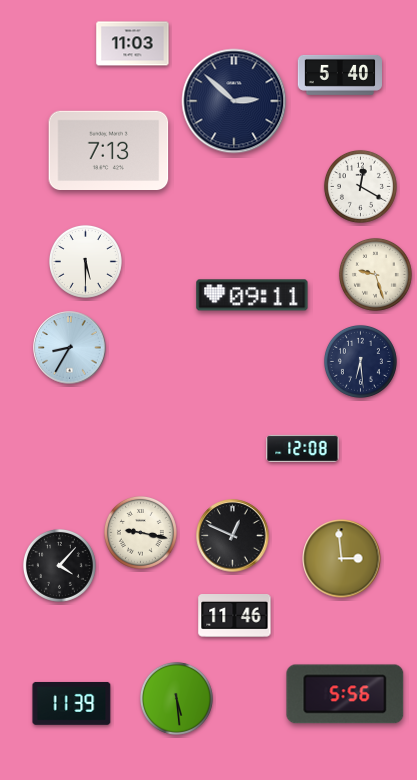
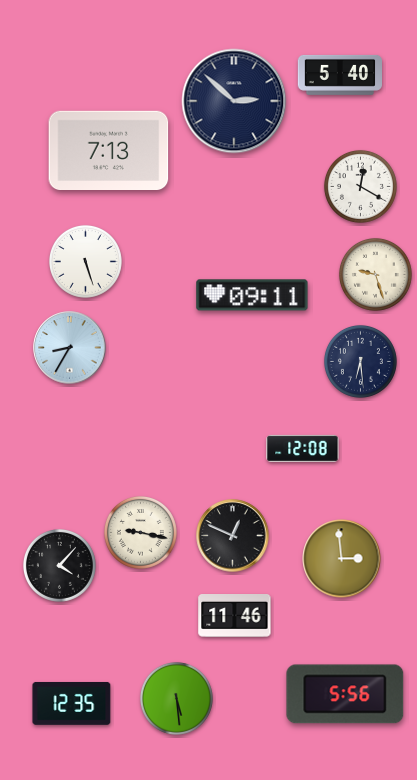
clock at (133, 44): 11:03 -> none
clock at (85, 261): 5:30 -> 5:27
clock at (72, 704): 11:39 -> 12:35
